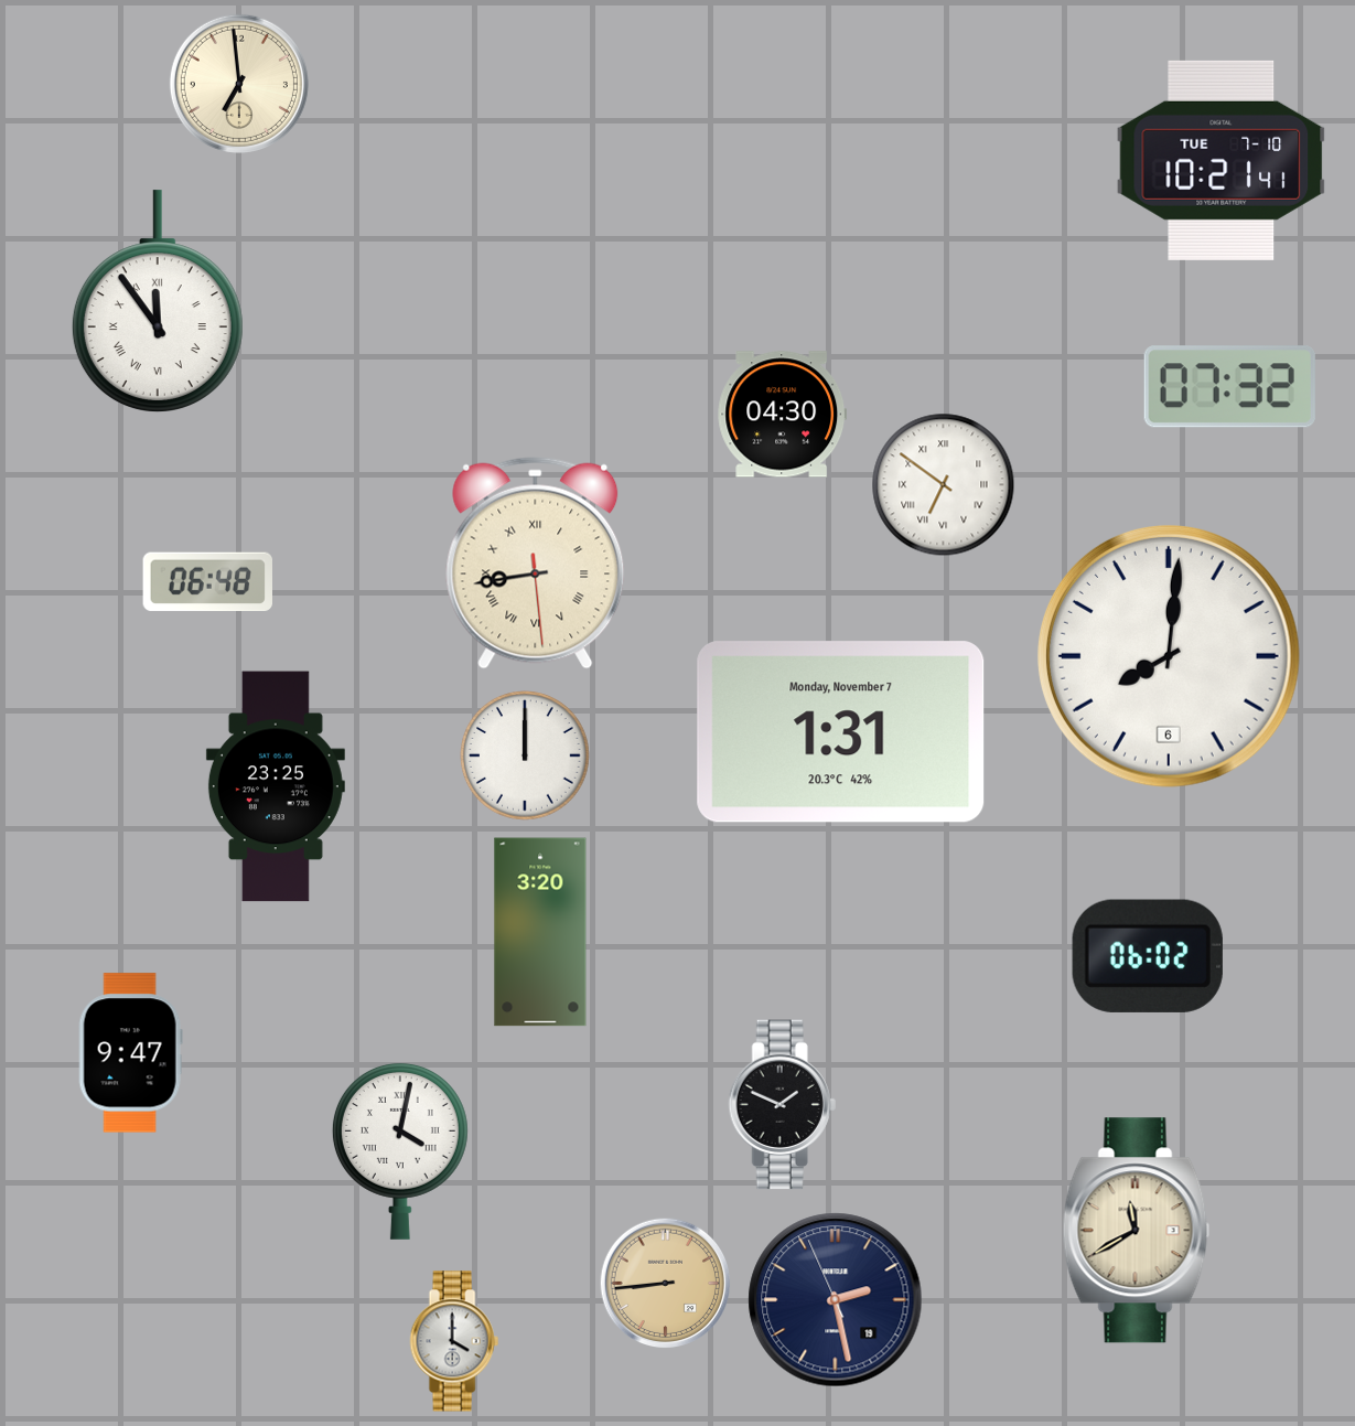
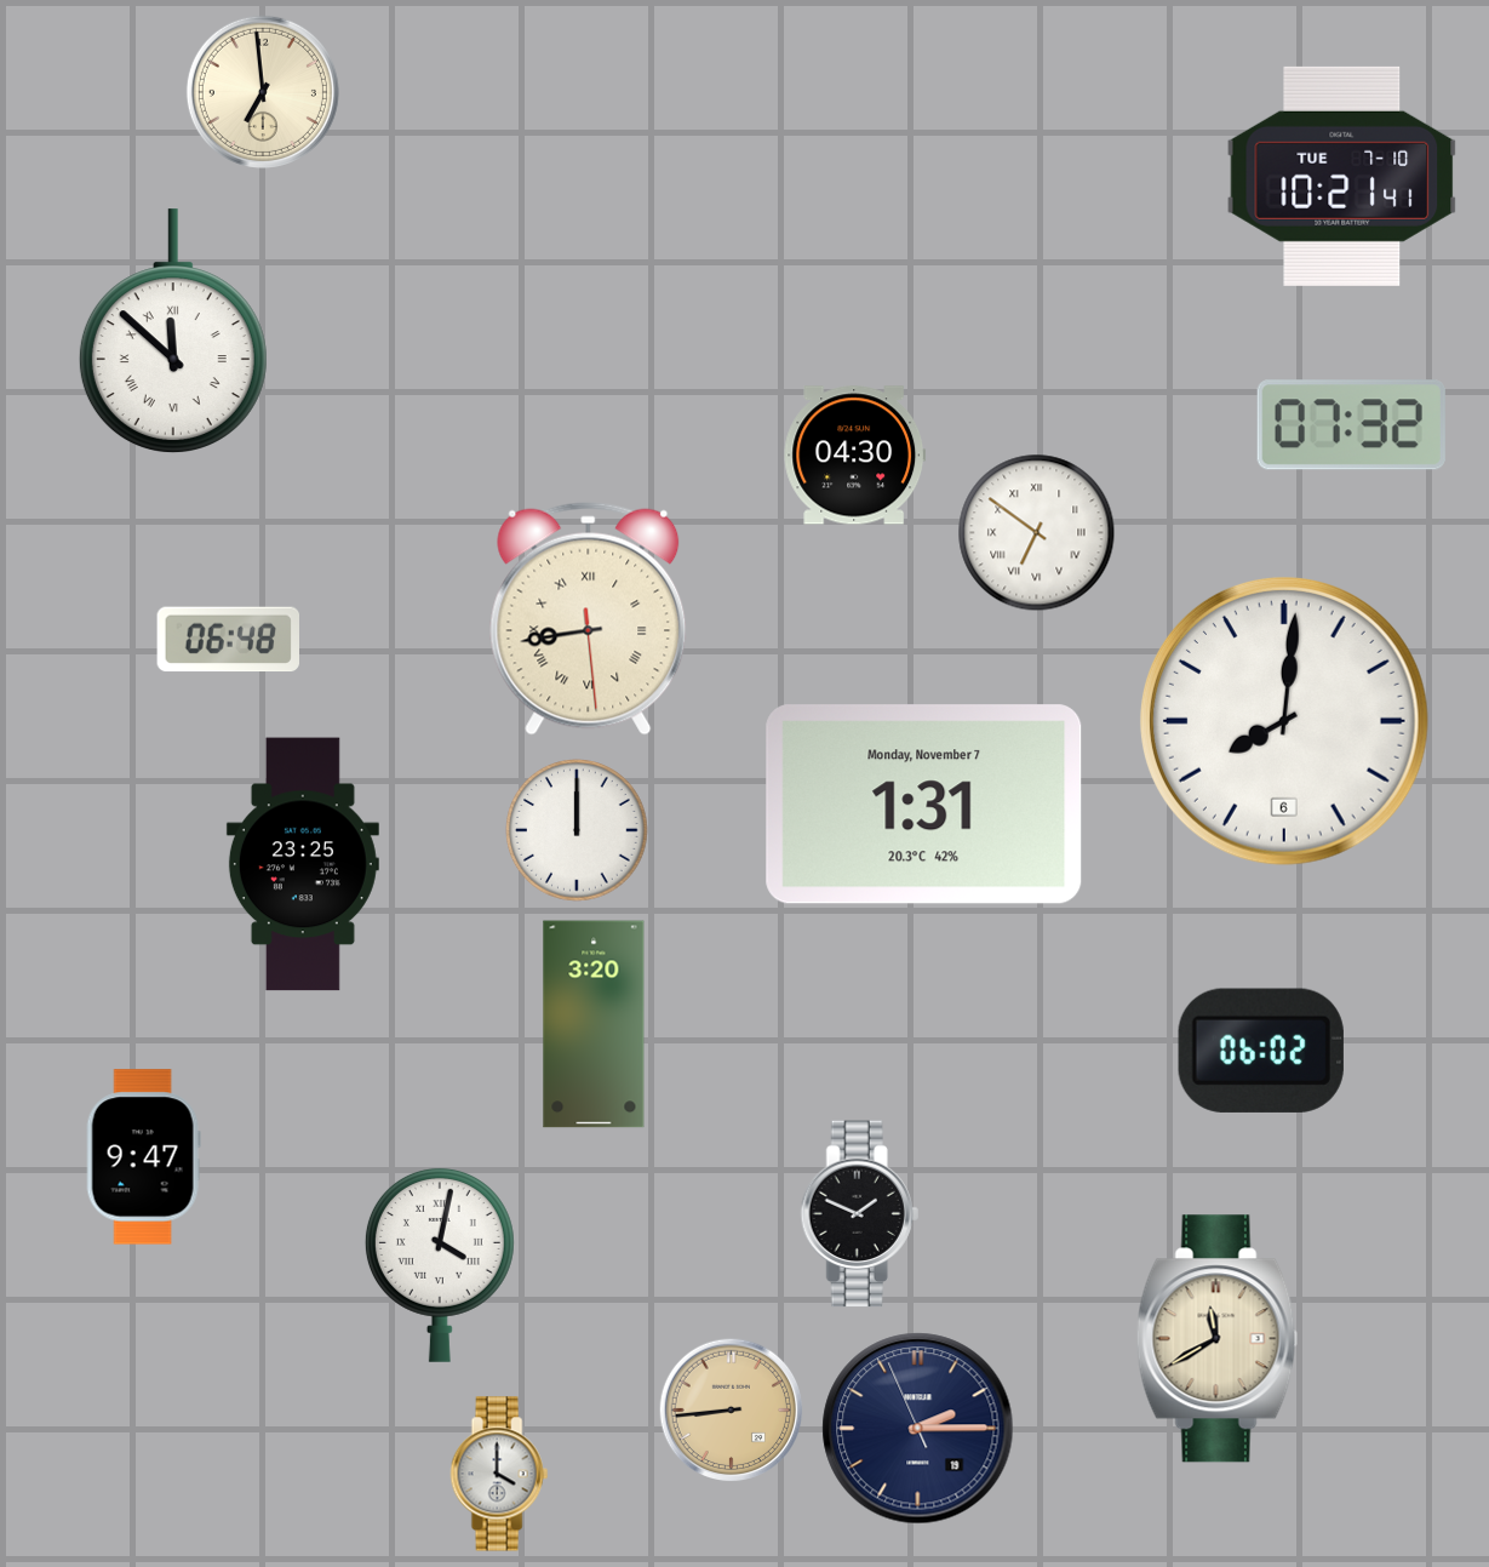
clock at (158, 301): 11:54 -> 11:52
clock at (783, 415) position: (783, 415) -> (855, 456)
clock at (1136, 1231) position: (1136, 1231) -> (1216, 1339)
clock at (836, 1300): 2:27 -> 2:14
